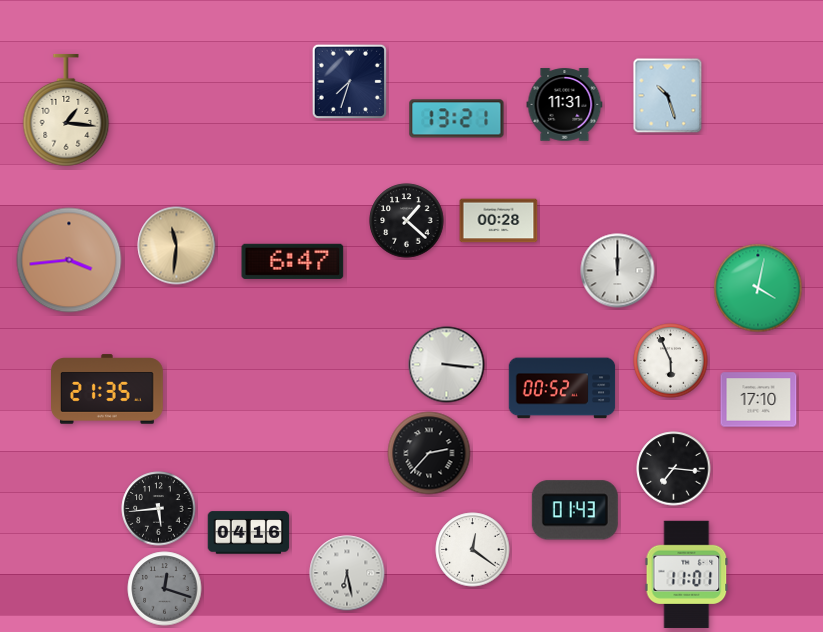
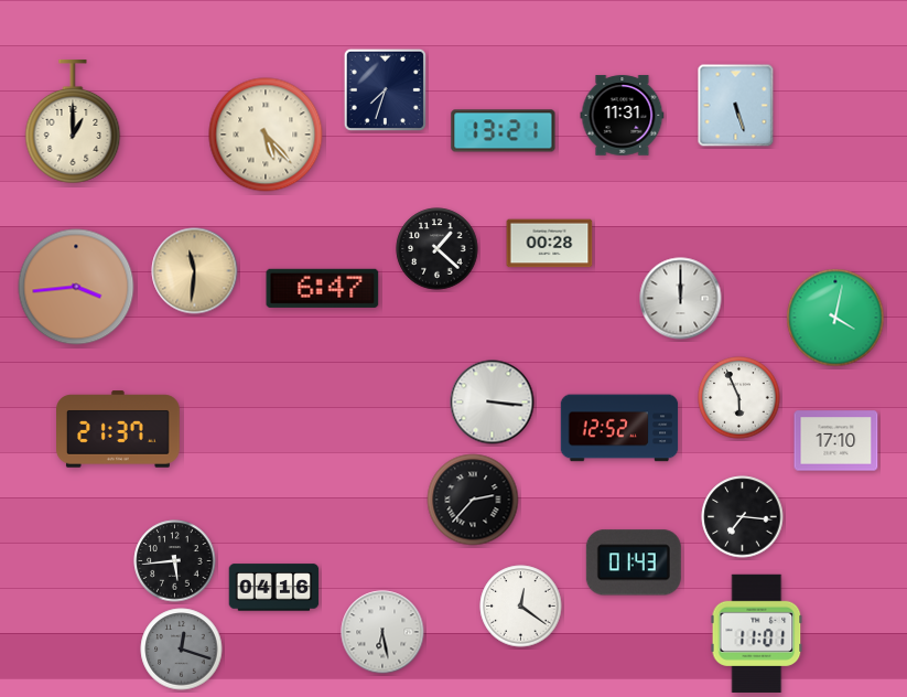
clock at (668, 96): 10:27 -> 5:27
clock at (66, 110): 1:16 -> 1:00
clock at (266, 135): none -> 5:23
clock at (407, 221) position: (407, 221) -> (438, 249)
clock at (562, 388): 00:52 -> 12:52
clock at (108, 389): 21:35 -> 21:37
